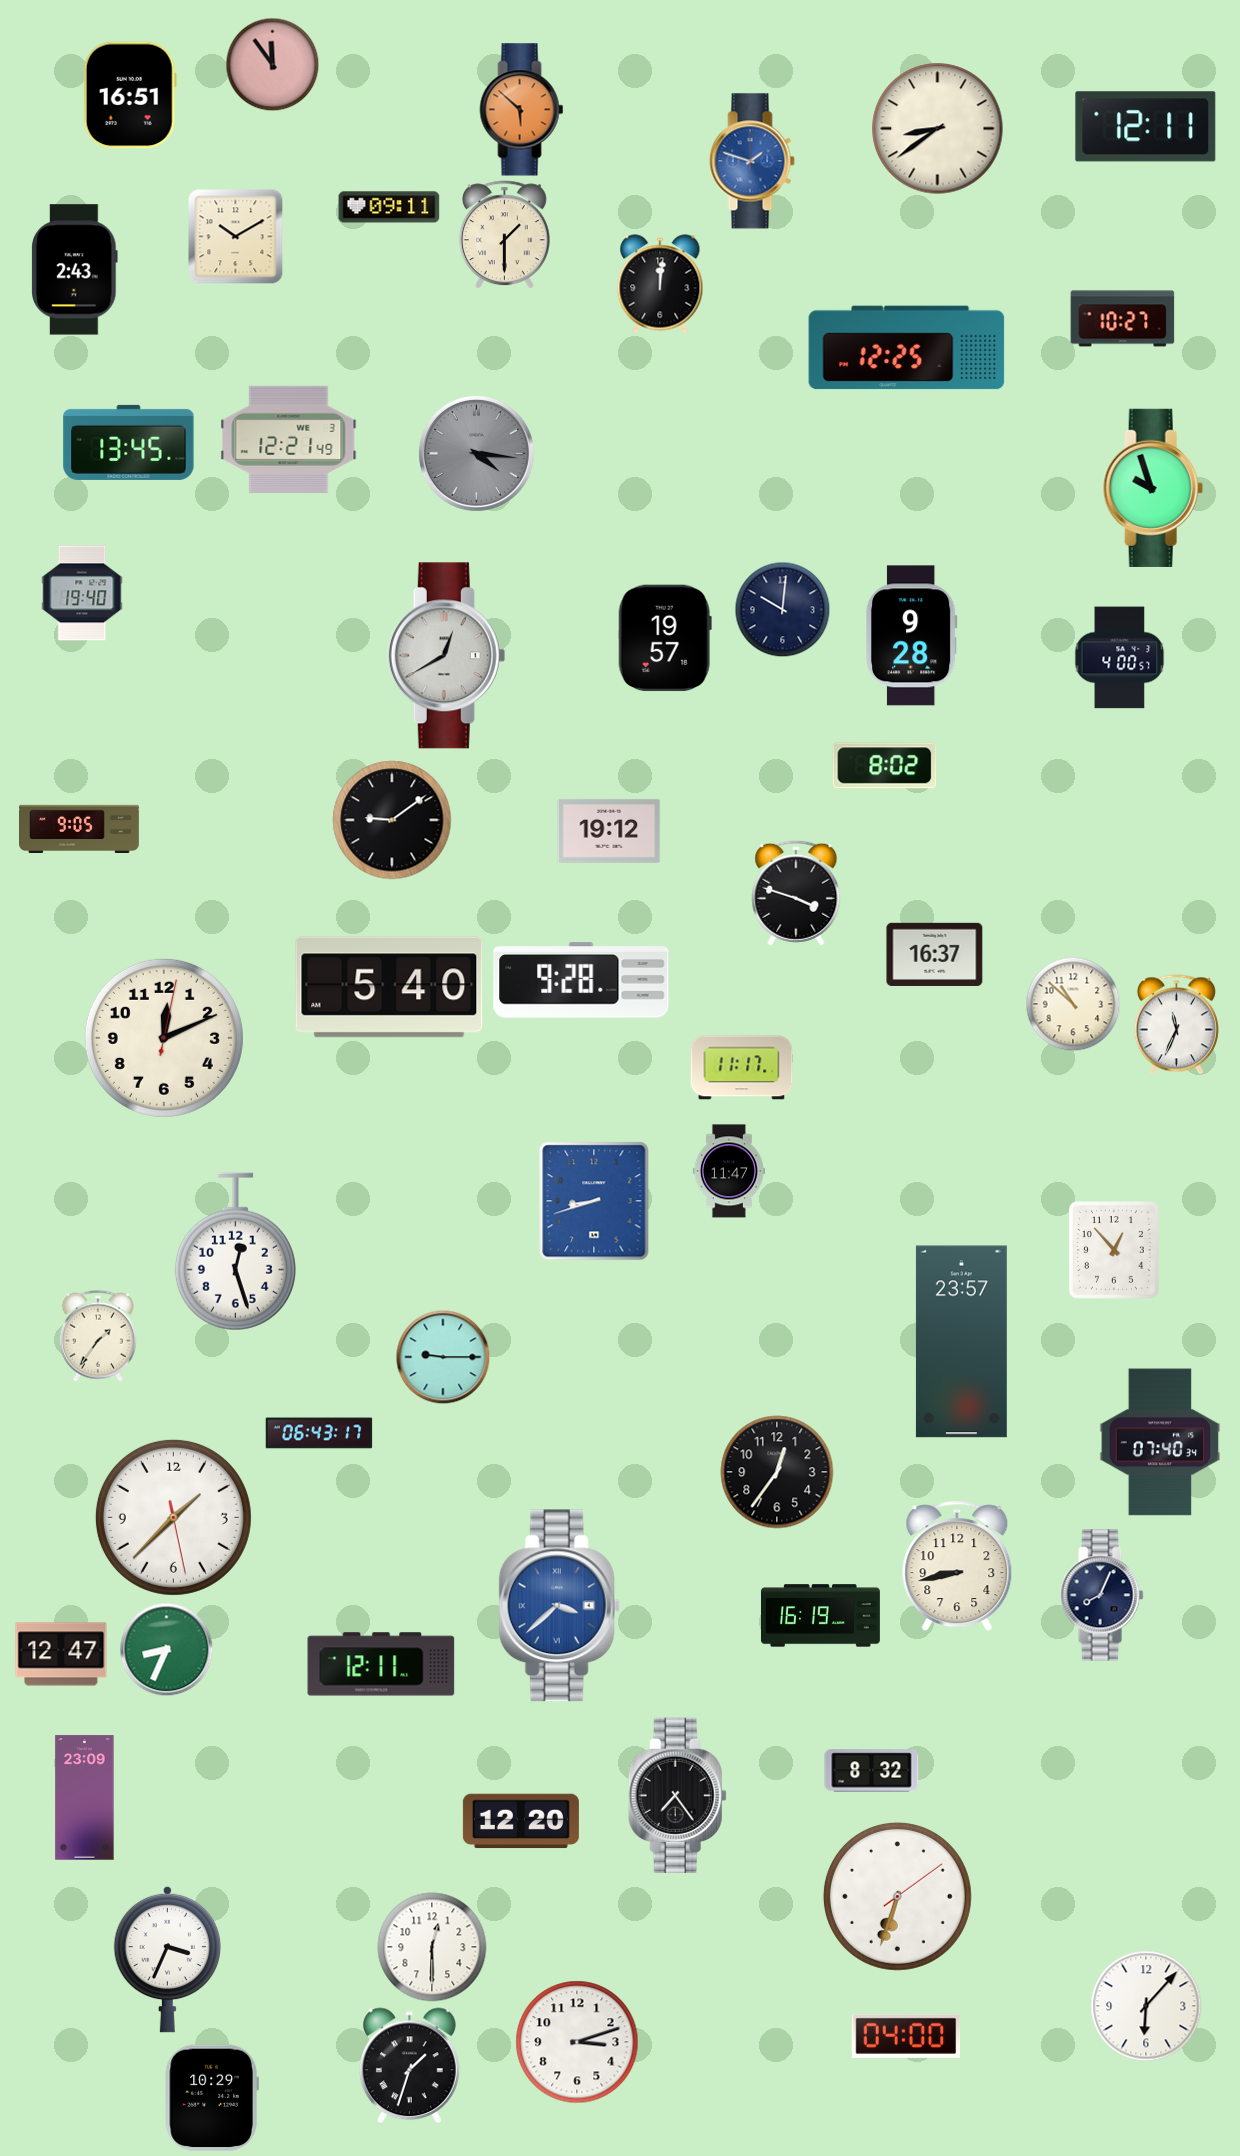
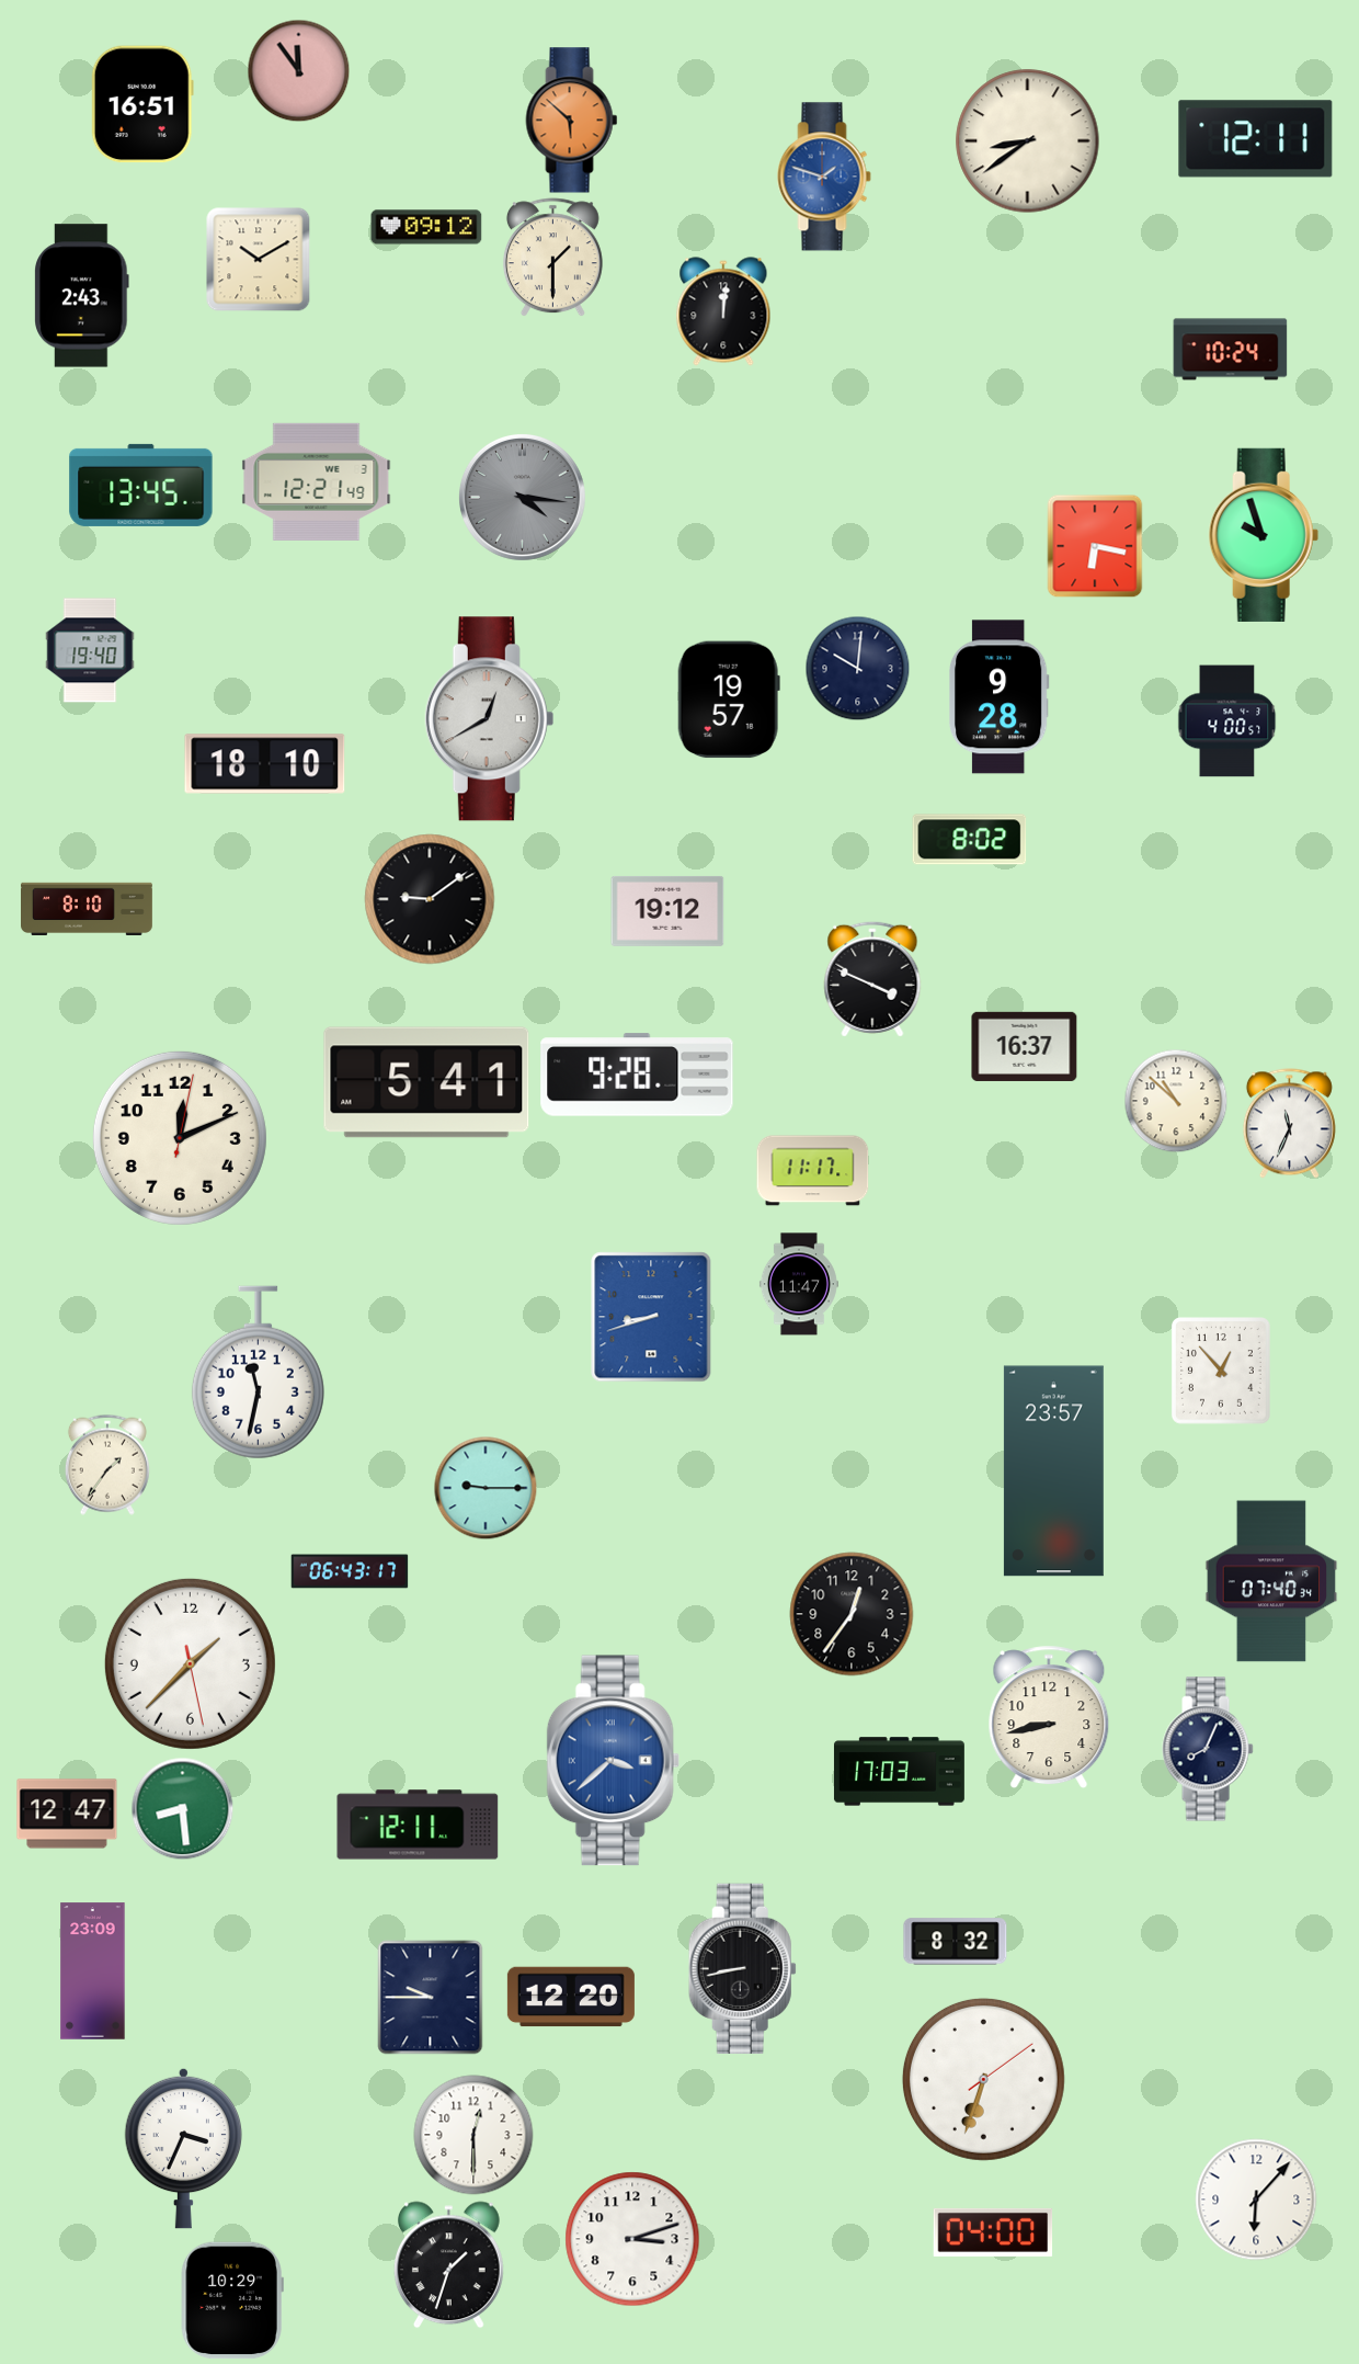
clock at (389, 207): 09:11 -> 09:12
clock at (1123, 319): 10:27 -> 10:24
clock at (907, 348): 12:25 -> none
clock at (1095, 546): none -> 6:17
clock at (265, 764): none -> 18:10
clock at (80, 828): 9:05 -> 8:10
clock at (796, 893): 3:48 -> 3:49
clock at (389, 987): 5:40 -> 5:41
clock at (235, 1252): 12:27 -> 11:32
clock at (820, 1616): 16:19 -> 17:03
clock at (166, 1649): 8:34 -> 8:29
clock at (677, 1795): 7:24 -> 8:43
clock at (431, 1998): none -> 9:45
